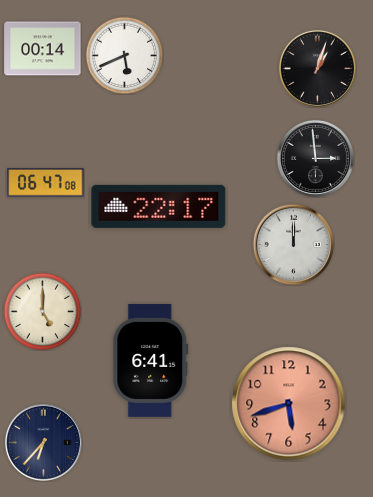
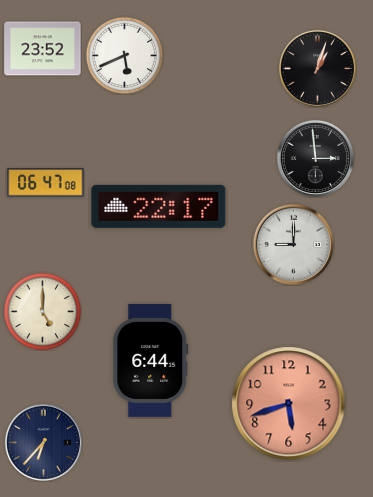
clock at (43, 49): 00:14 -> 23:52
clock at (293, 244): 12:00 -> 9:00
clock at (151, 360): 6:41 -> 6:44
